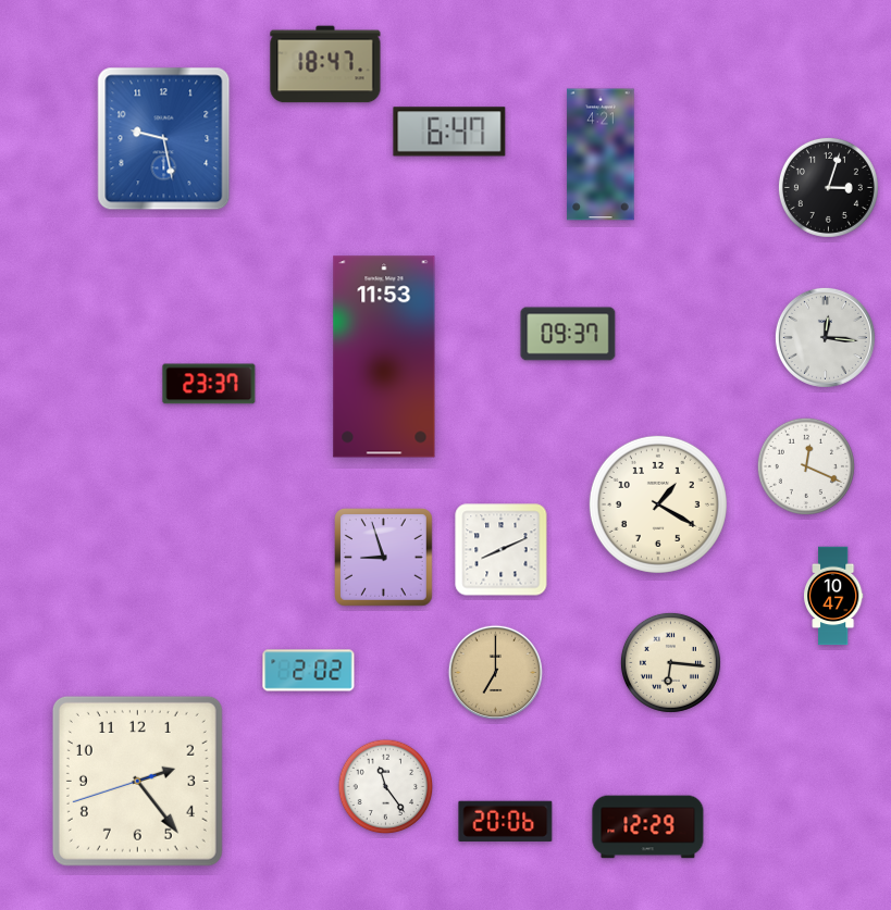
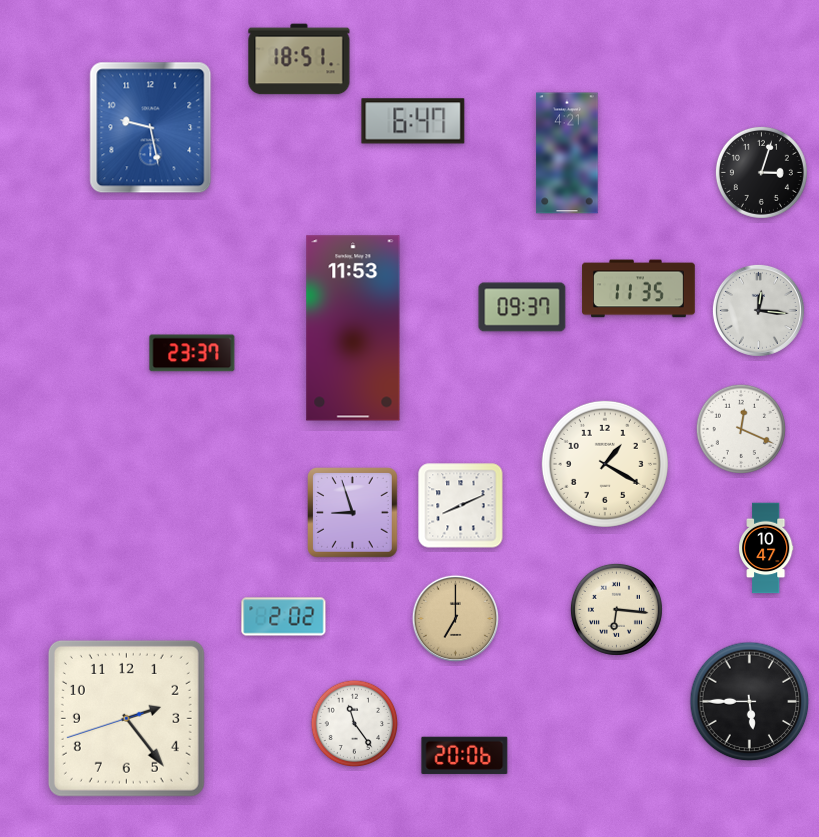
clock at (325, 64): 18:47 -> 18:51
clock at (601, 154) position: (601, 154) -> (567, 153)
clock at (639, 289): none -> 11:35
clock at (750, 702): none -> 5:45
clock at (648, 827): 12:29 -> none
